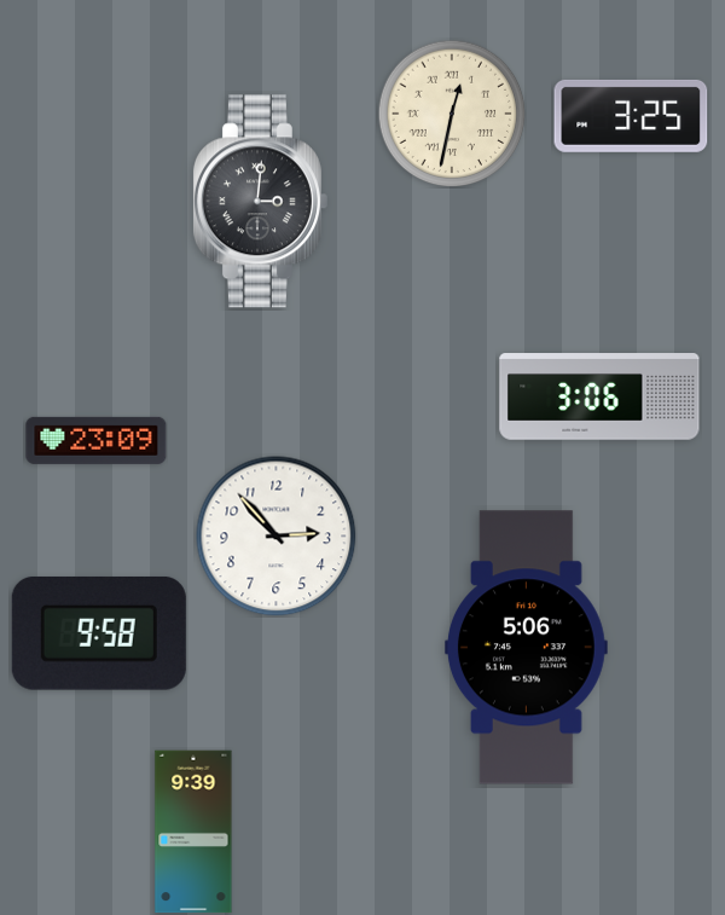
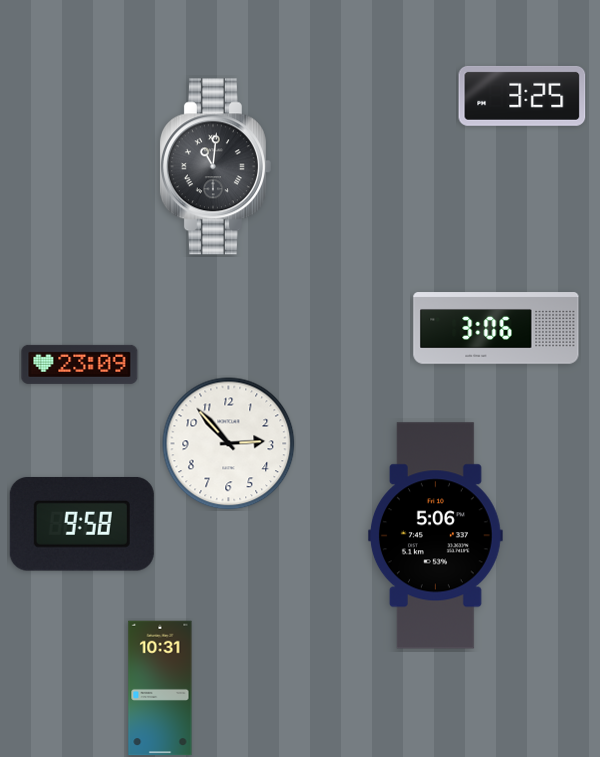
clock at (452, 114): 12:32 -> none
clock at (260, 202): 3:01 -> 11:01
clock at (193, 832): 9:39 -> 10:31
